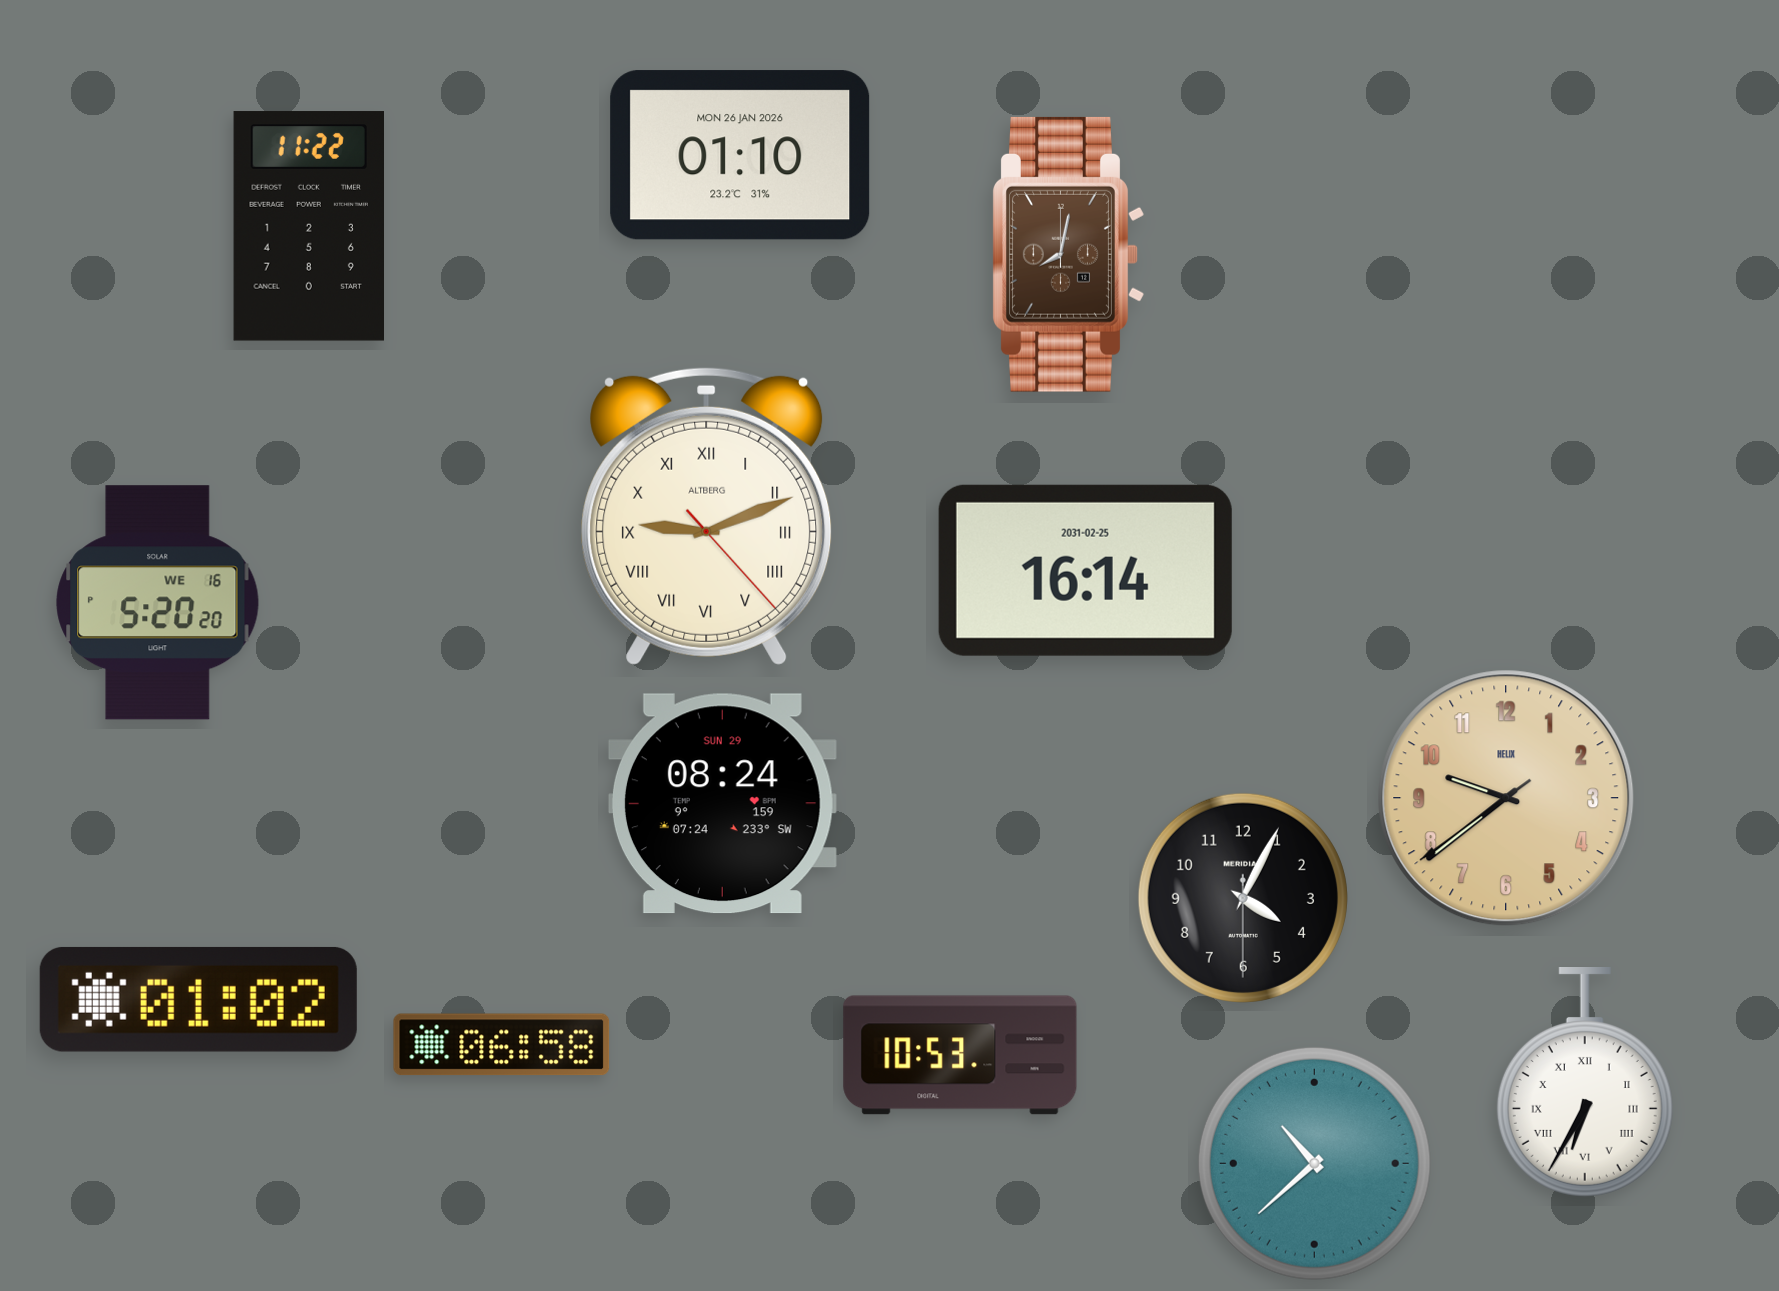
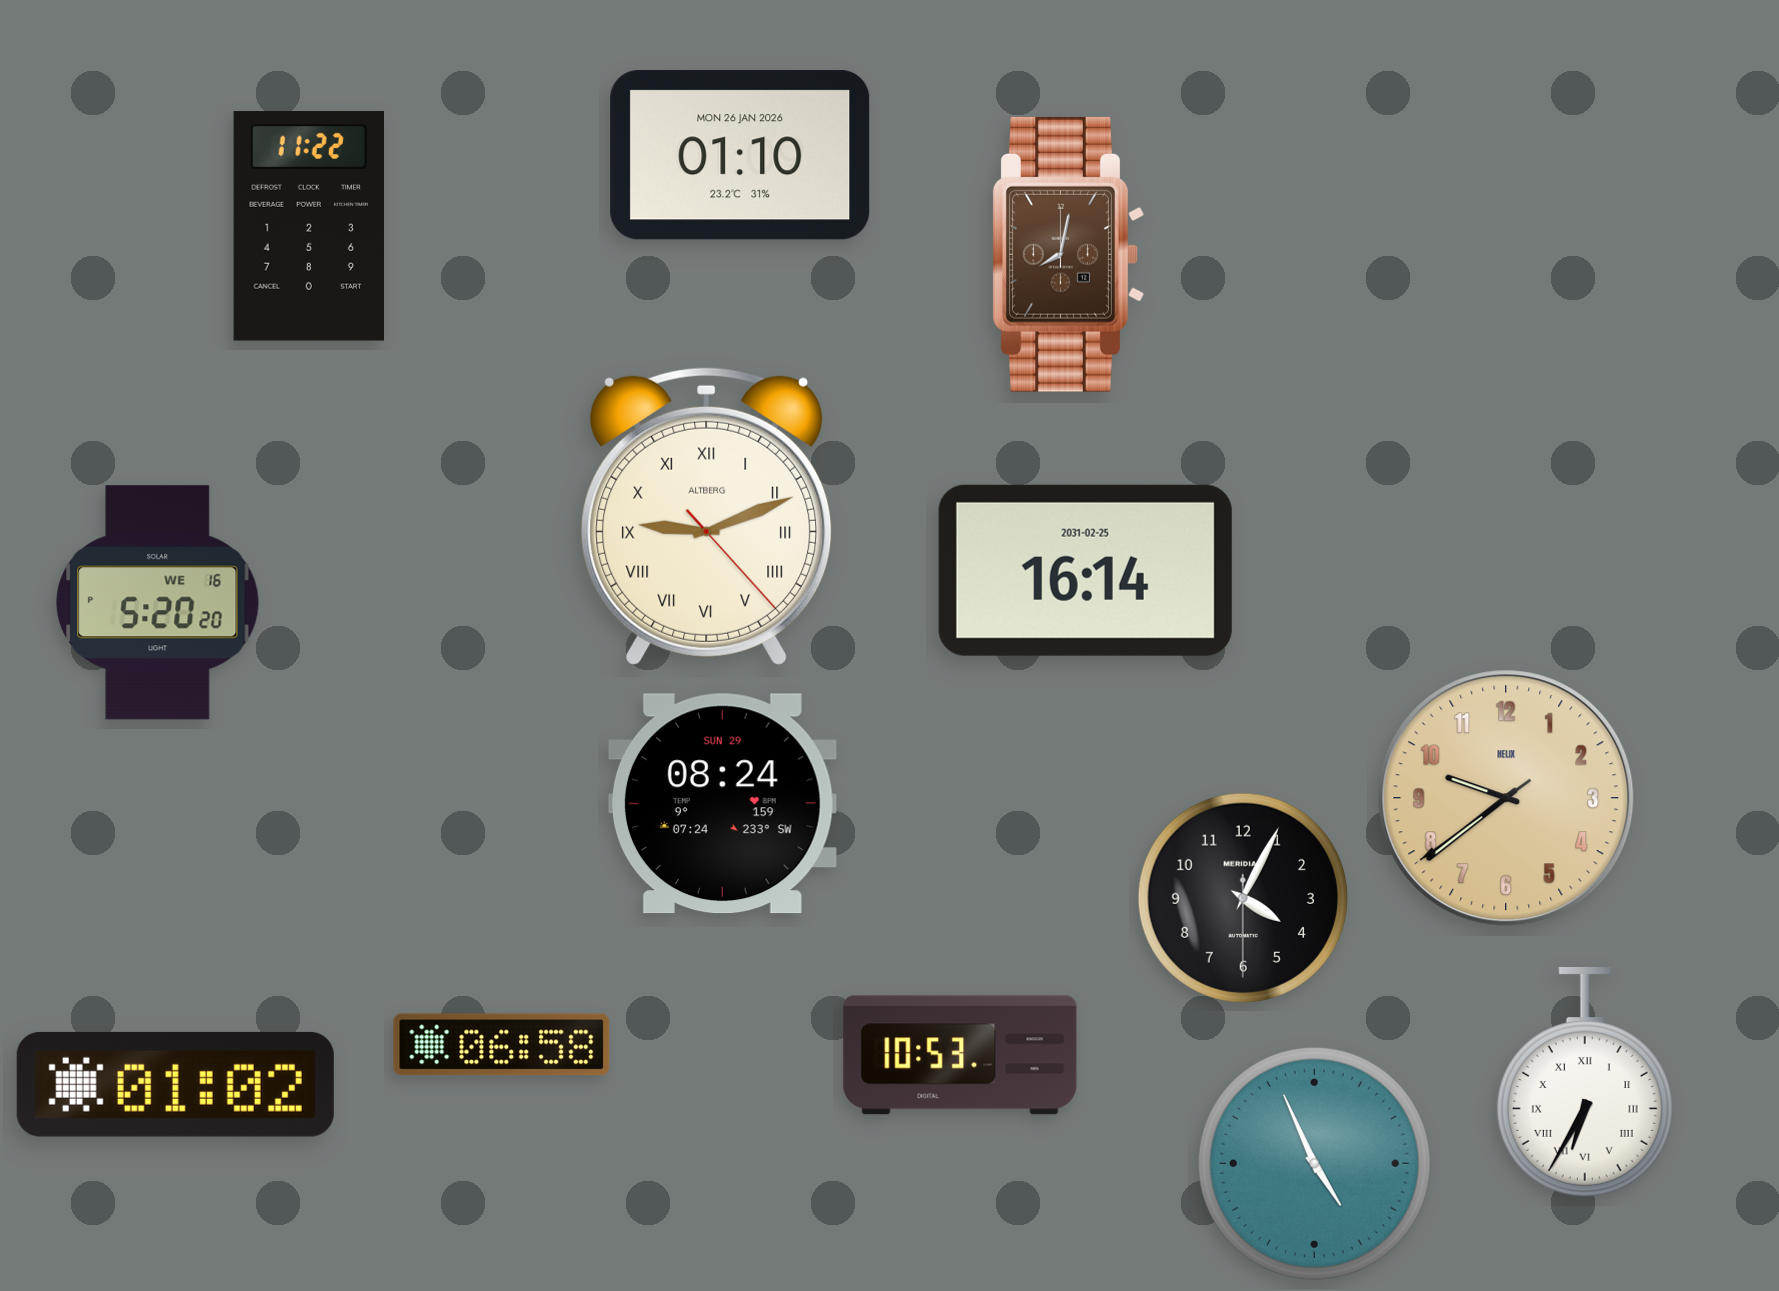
clock at (198, 999) position: (198, 999) -> (175, 1084)
clock at (1314, 1163): 10:38 -> 4:56
